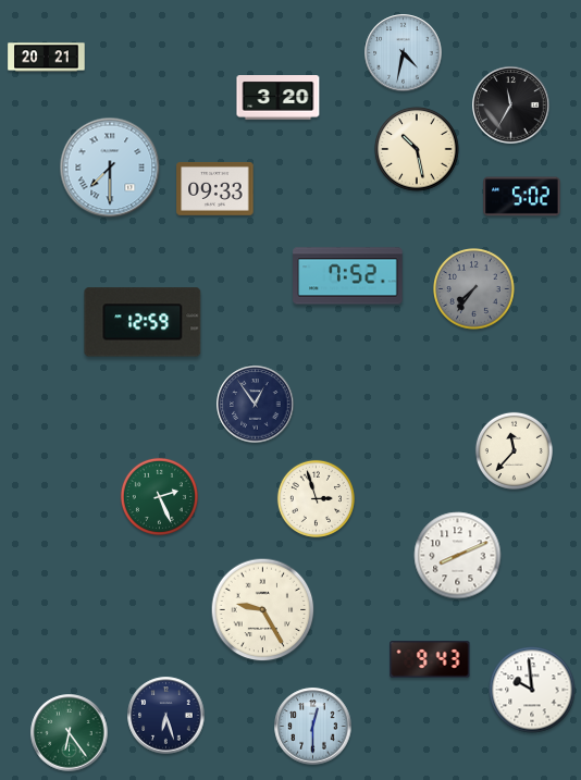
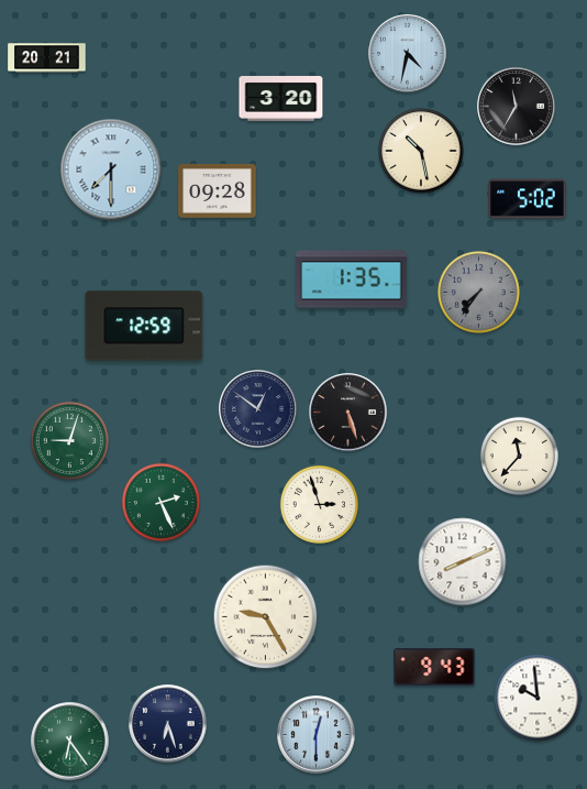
clock at (215, 189): 09:33 -> 09:28
clock at (348, 276): 7:52 -> 1:35
clock at (256, 405): 12:54 -> 12:51
clock at (348, 413): none -> 5:27
clock at (69, 440): none -> 9:03
